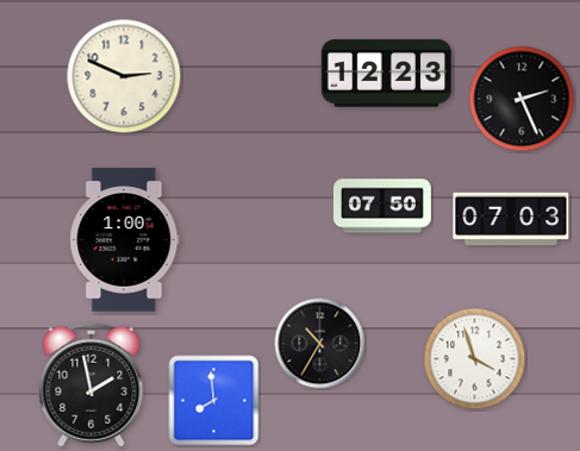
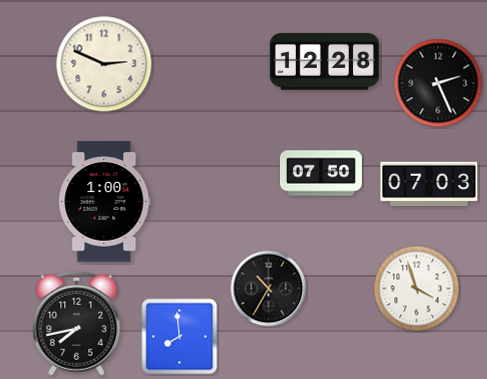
clock at (386, 74): 12:23 -> 12:28
clock at (475, 359) position: (475, 359) -> (417, 289)
clock at (92, 384): 1:58 -> 7:43
